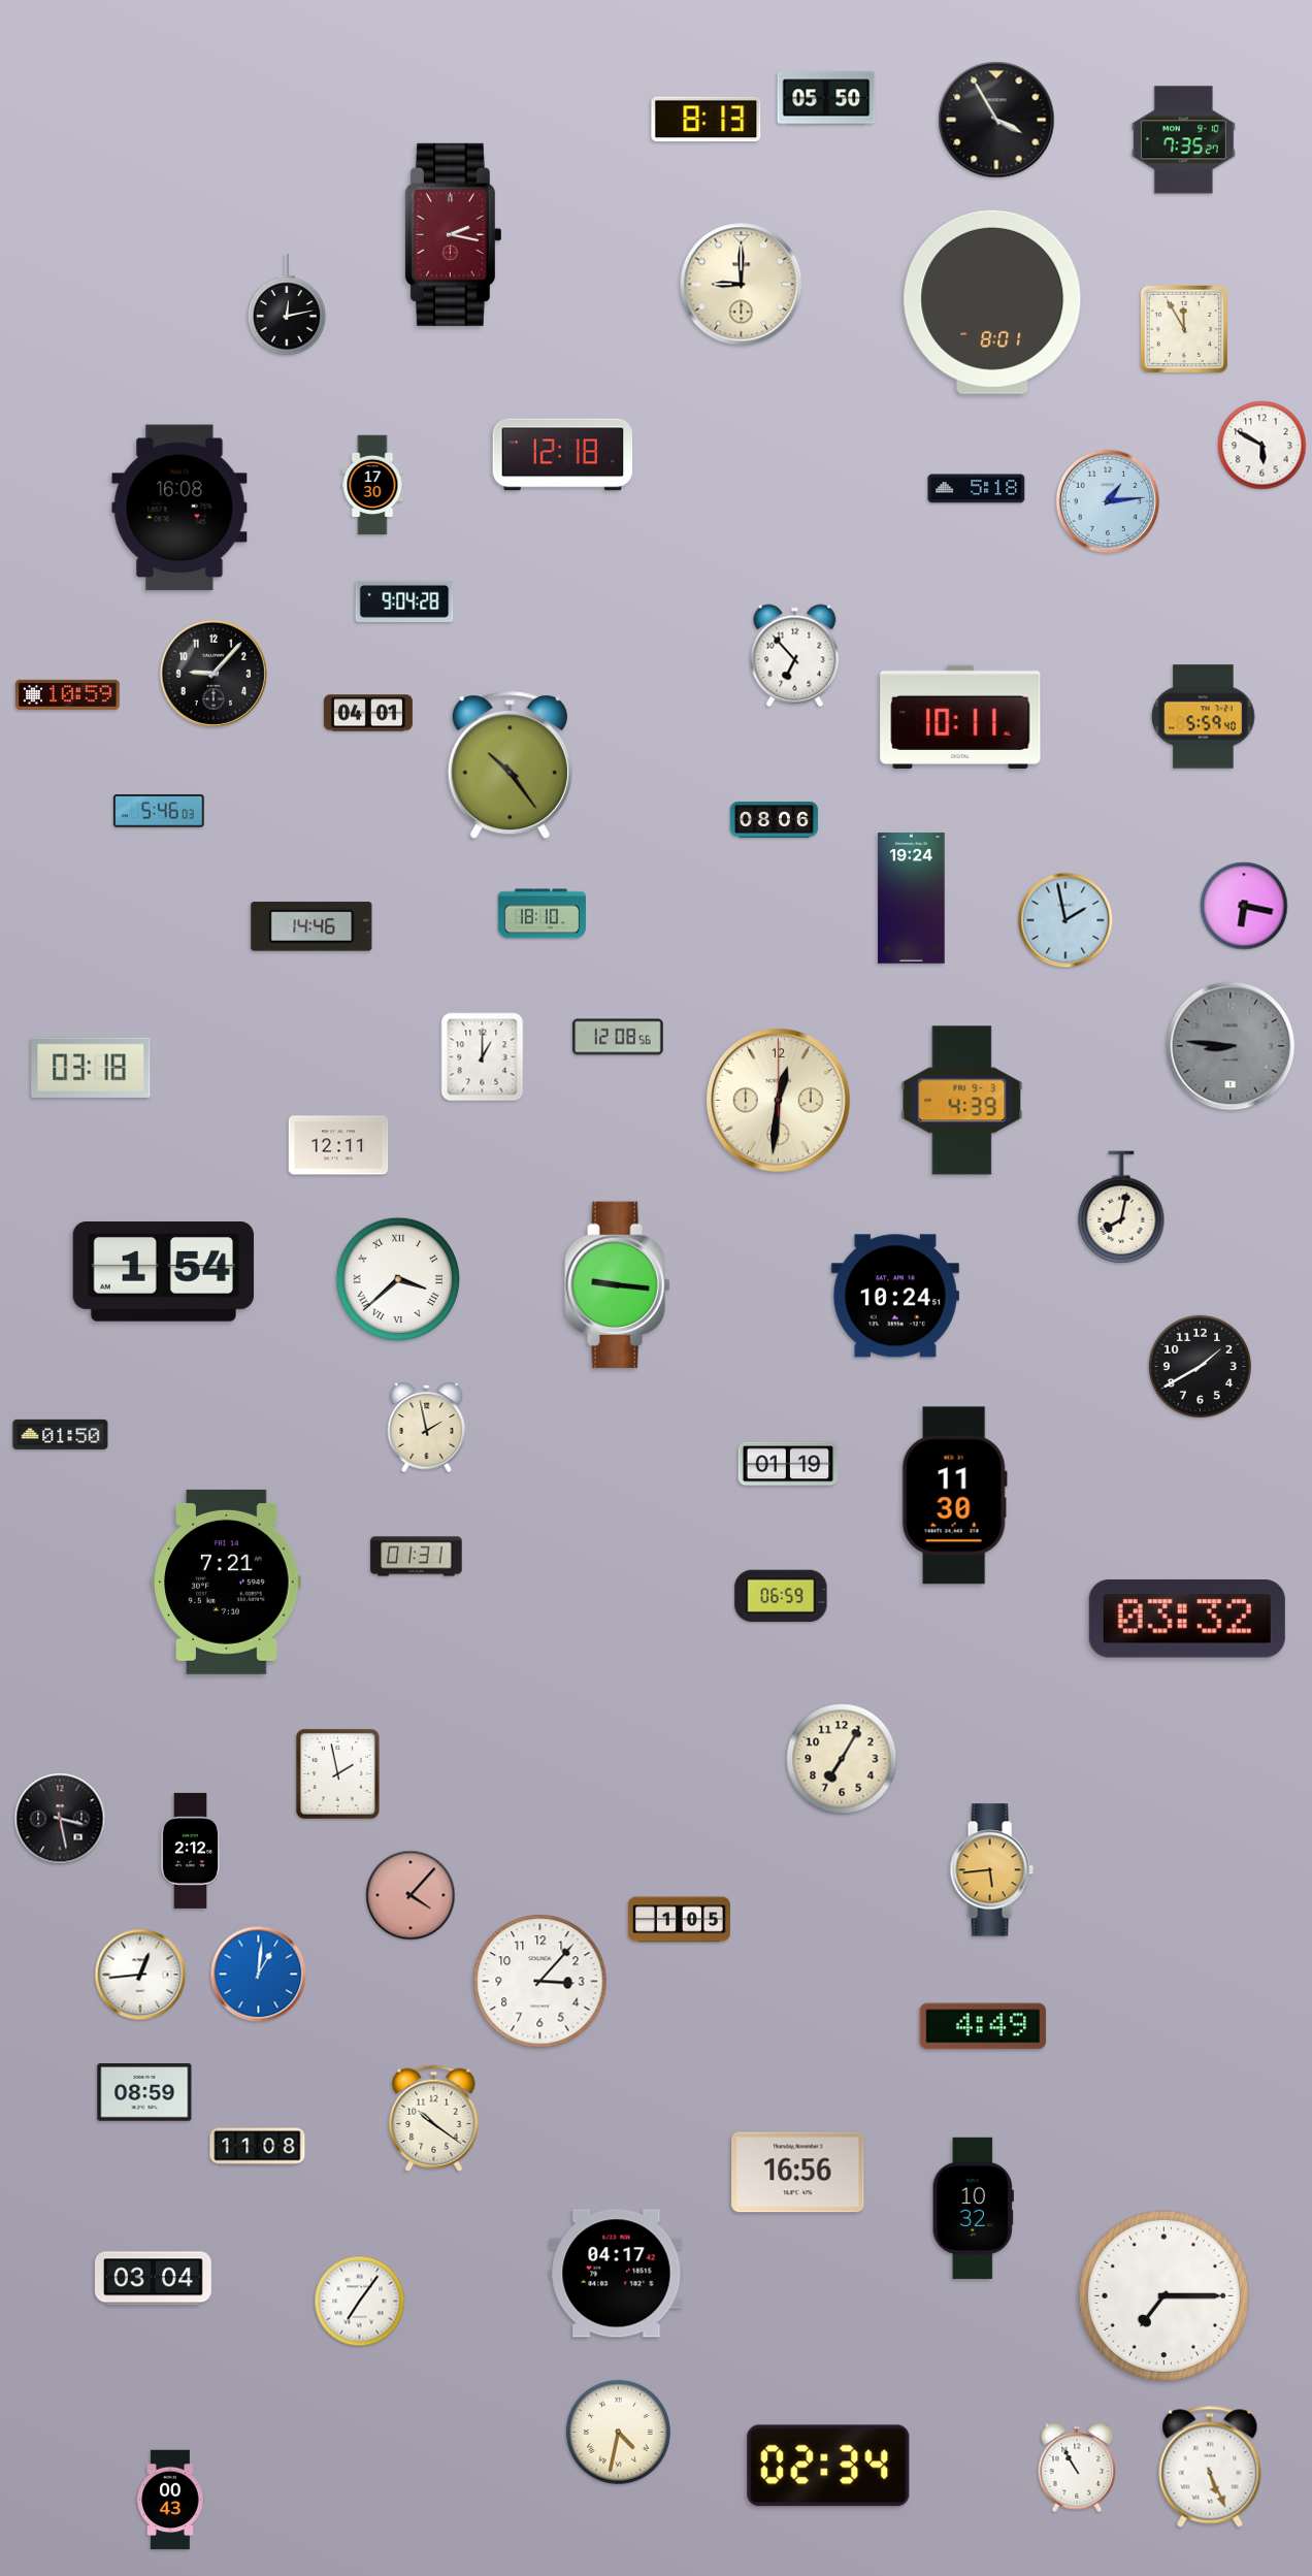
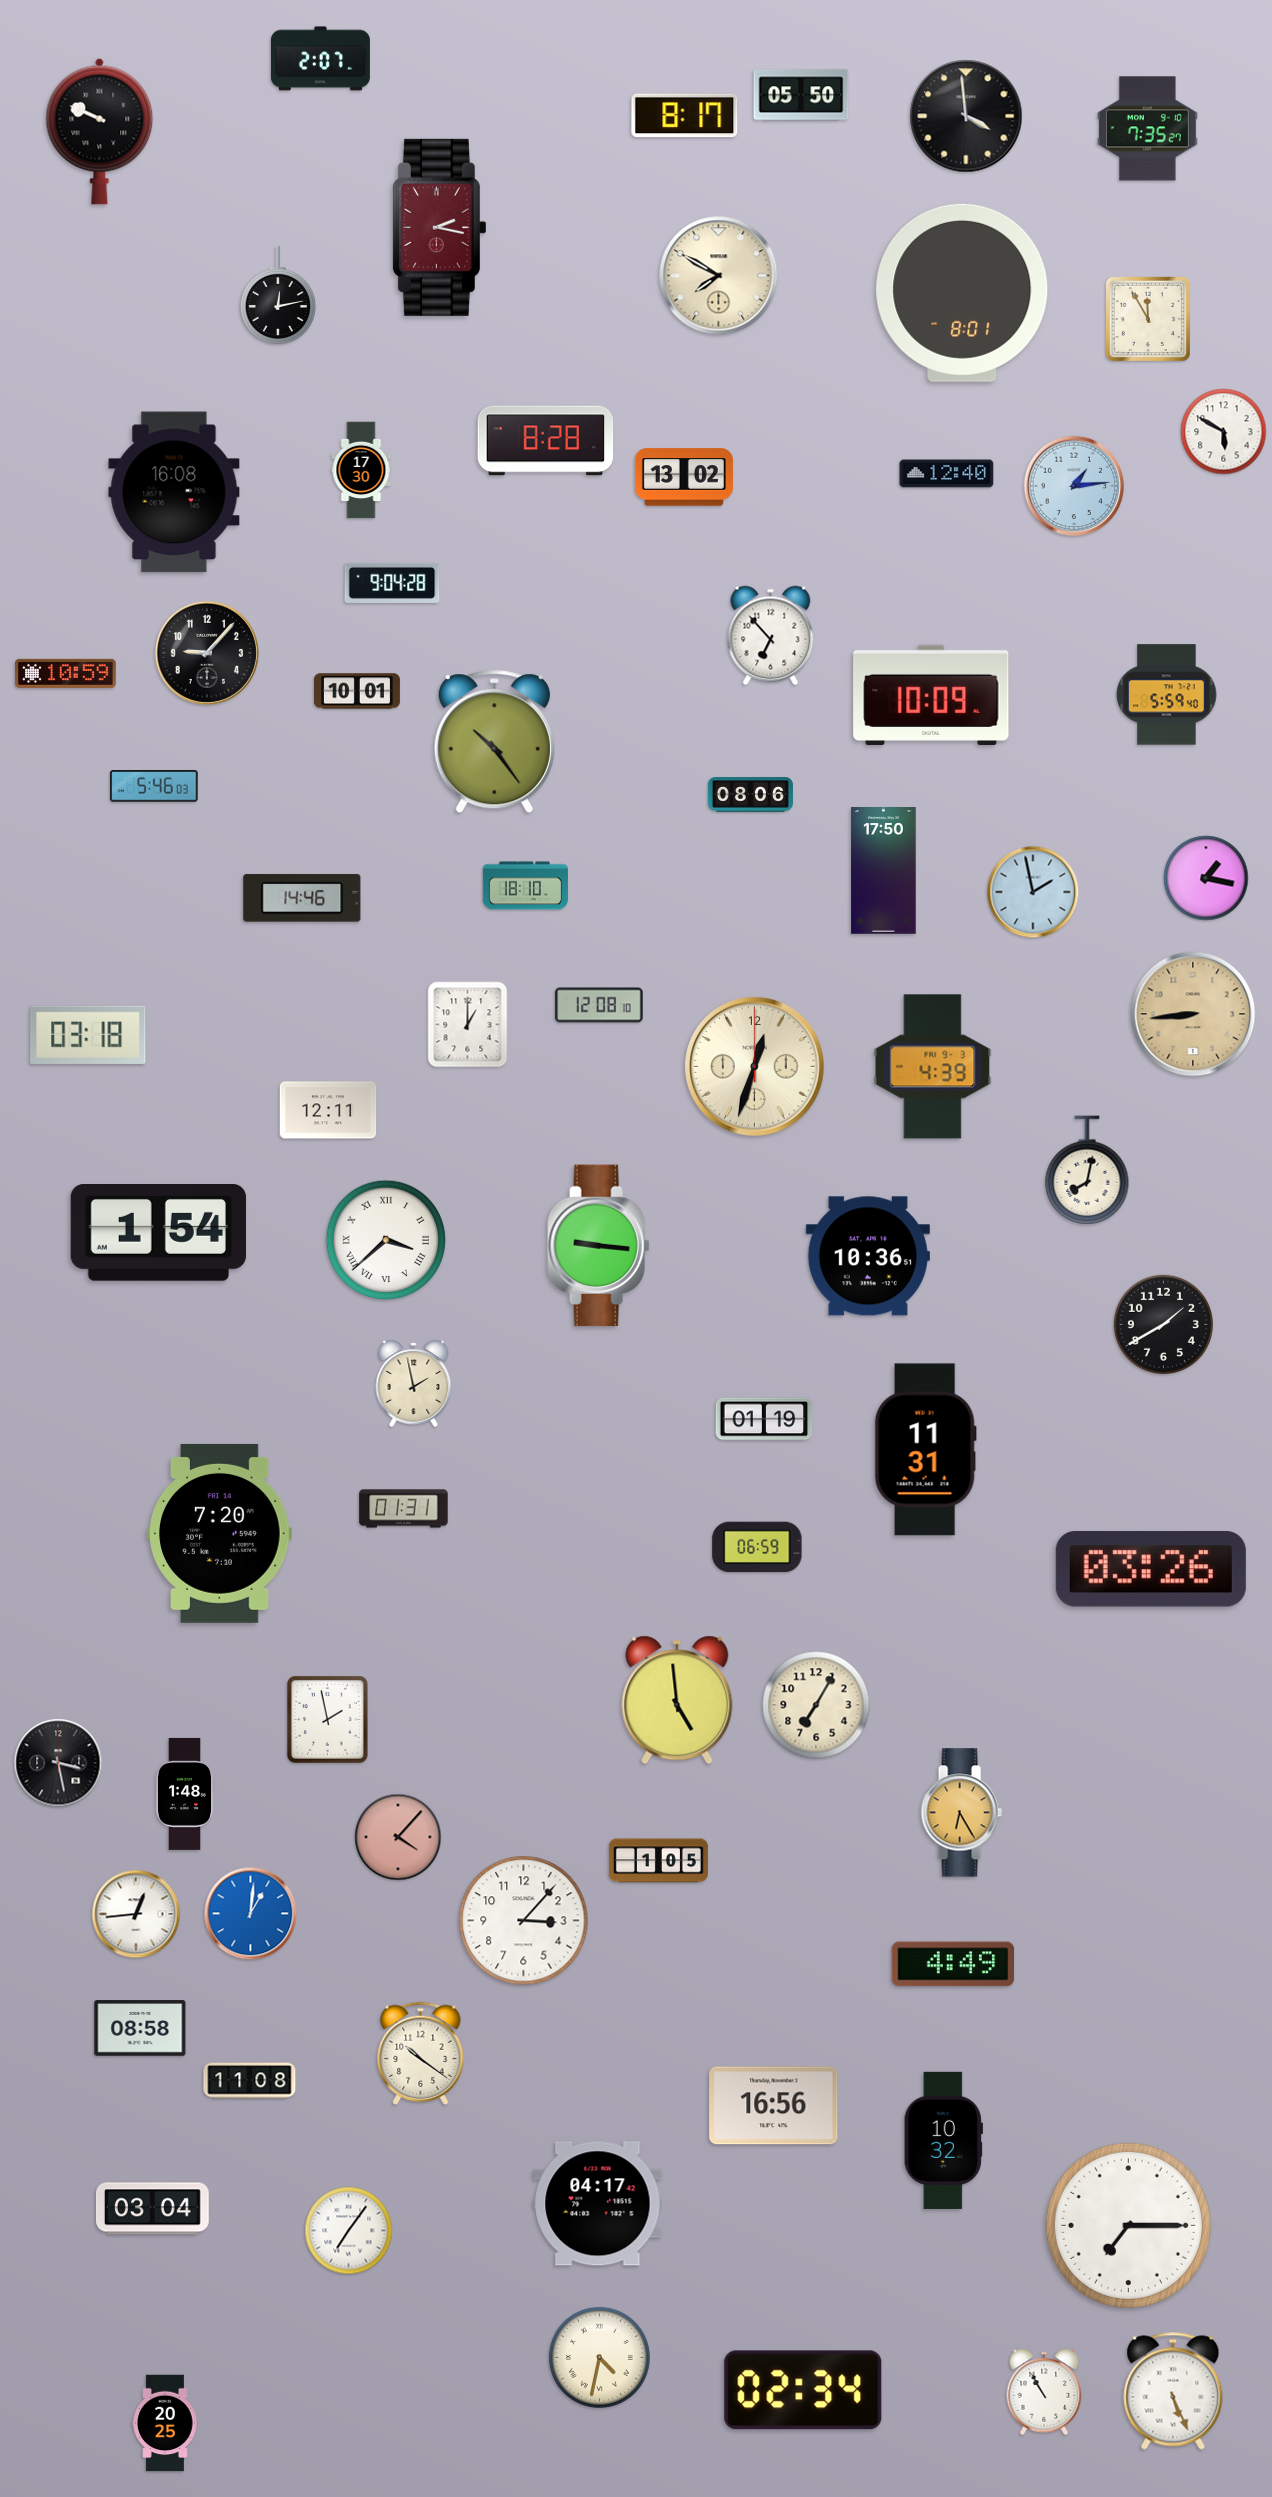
clock at (320, 59): none -> 2:07
clock at (707, 120): 8:13 -> 8:17
clock at (996, 120): 3:55 -> 3:59
clock at (100, 131): none -> 9:49
clock at (1183, 140) position: (1183, 140) -> (1147, 129)
clock at (742, 285): 9:00 -> 7:50
clock at (563, 455): 12:18 -> 8:28
clock at (977, 489): 5:18 -> 12:40
clock at (684, 477): none -> 13:02
clock at (368, 713): 04:01 -> 10:01
clock at (960, 716): 10:11 -> 10:09
clock at (912, 899): 19:24 -> 17:50
clock at (1244, 906): 6:17 -> 1:17
clock at (618, 1037): 12:08:56 -> 12:08:10
clock at (1231, 1046): 8:46 -> 8:44
clock at (1231, 1046) dial: grey -> champagne
clock at (779, 1101): 12:31 -> 12:33
clock at (895, 1296): 10:24 -> 10:36
clock at (61, 1434): 01:50 -> none
clock at (954, 1496): 11:30 -> 11:31
clock at (227, 1582): 7:21 -> 7:20
clock at (1187, 1619): 03:32 -> 03:26
clock at (677, 1700): none -> 4:59
clock at (191, 1851): 2:12 -> 1:48
clock at (991, 1870): 5:44 -> 6:25
clock at (144, 2092): 08:59 -> 08:58
clock at (153, 2279) position: (153, 2279) -> (152, 2209)
clock at (170, 2500): 00:43 -> 20:25
